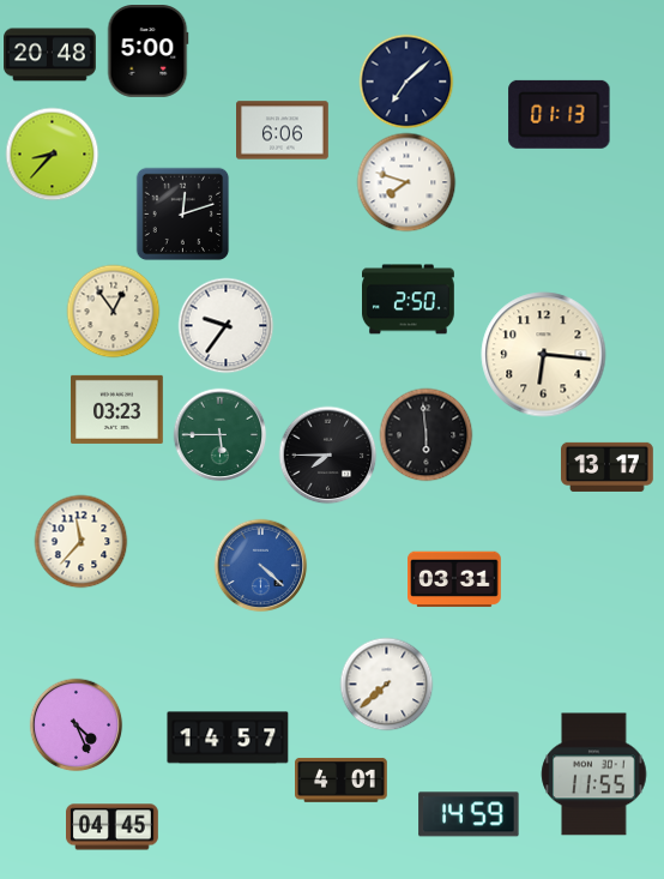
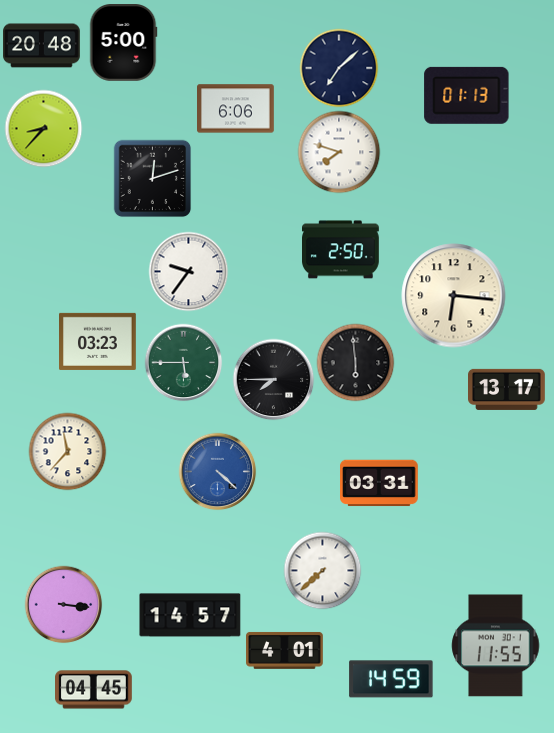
clock at (113, 311): 12:54 -> none
clock at (76, 724): 4:26 -> 3:16
